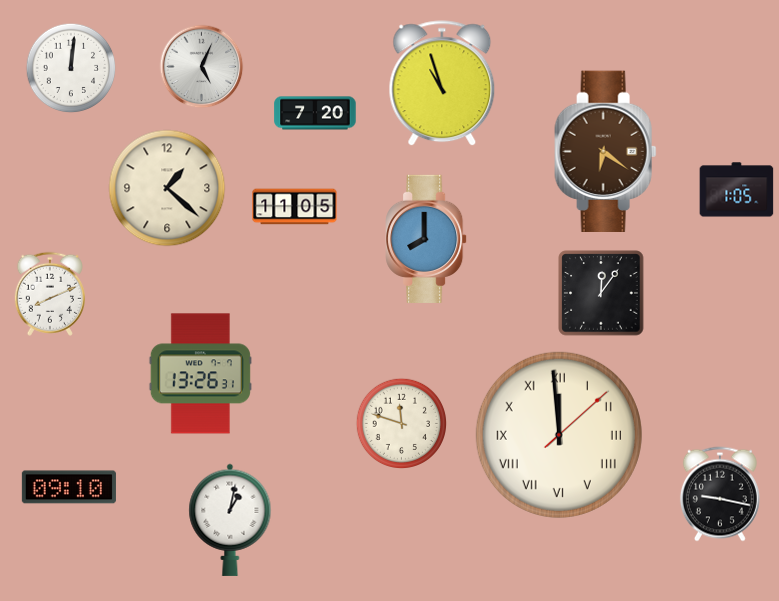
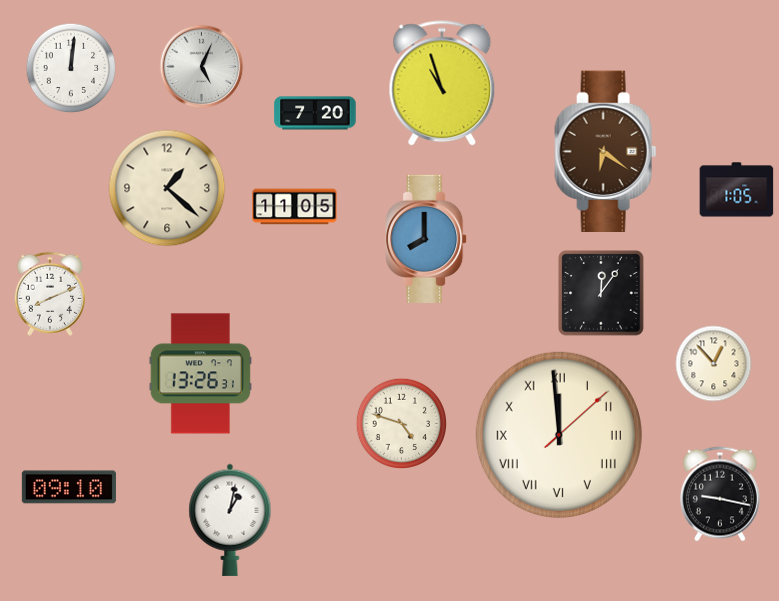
clock at (714, 364): none -> 12:53
clock at (401, 423): 11:48 -> 4:48
